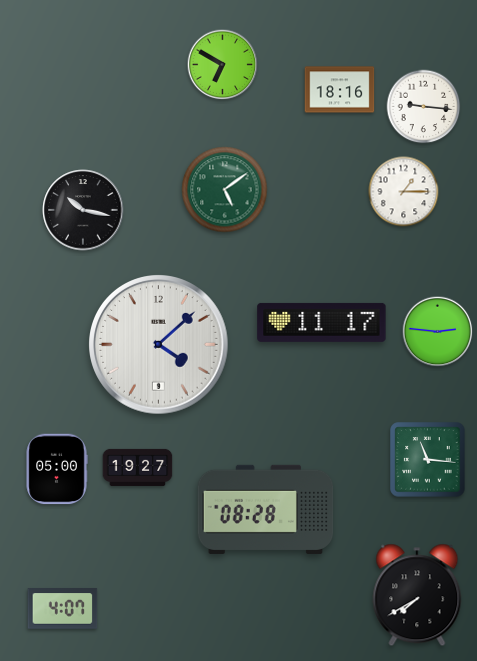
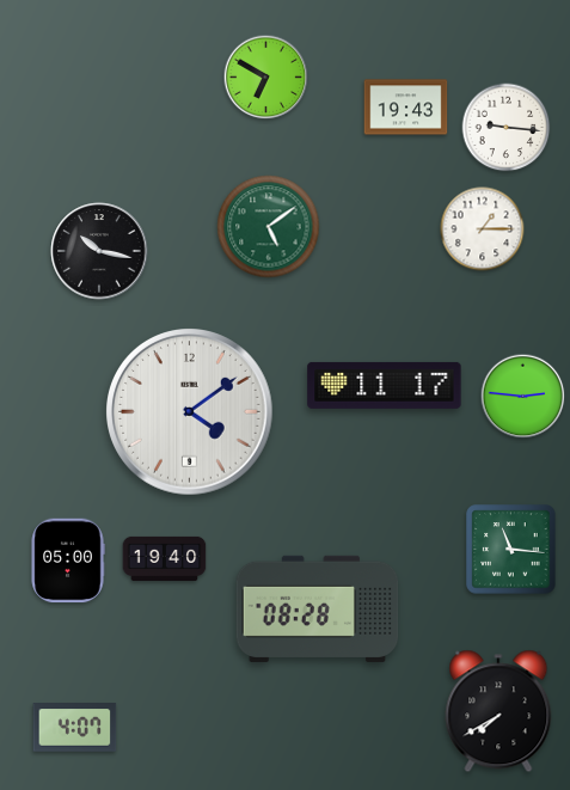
clock at (340, 90): 18:16 -> 19:43
clock at (159, 345): 4:08 -> 4:09
clock at (138, 467): 19:27 -> 19:40
